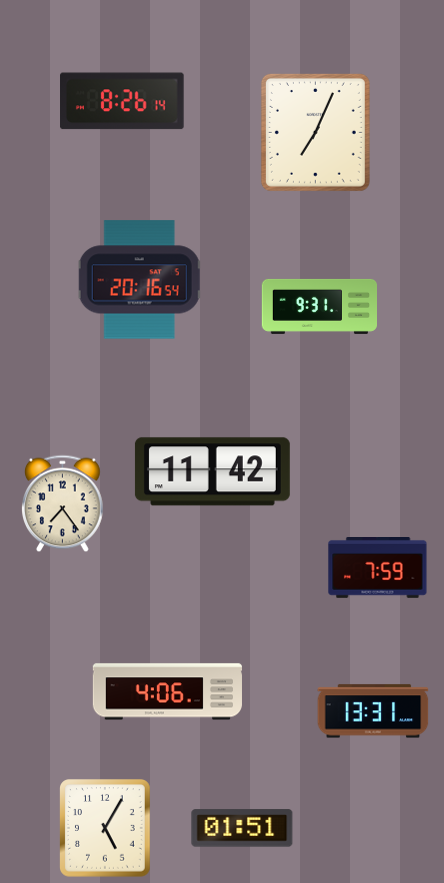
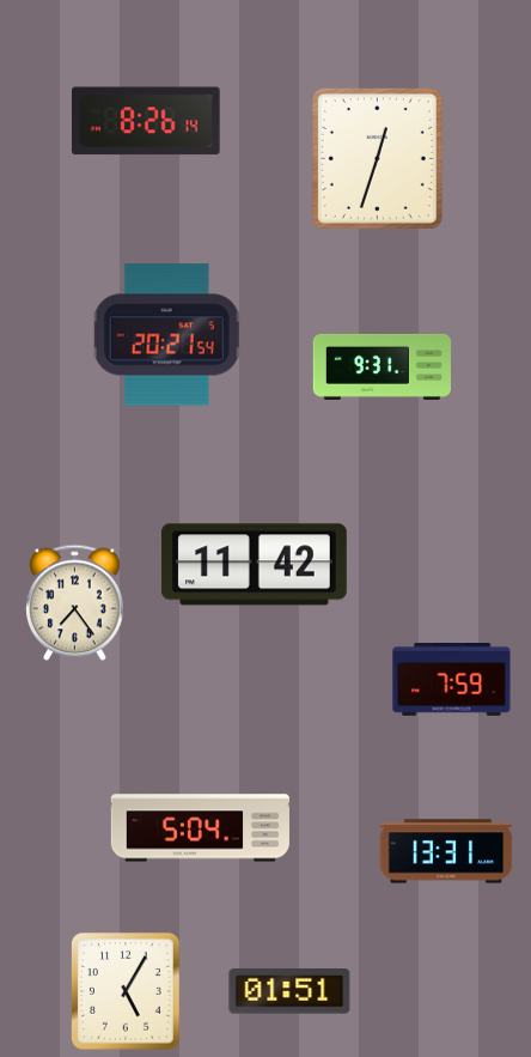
clock at (315, 132): 7:04 -> 12:33
clock at (140, 280): 20:16 -> 20:21
clock at (167, 692): 4:06 -> 5:04
